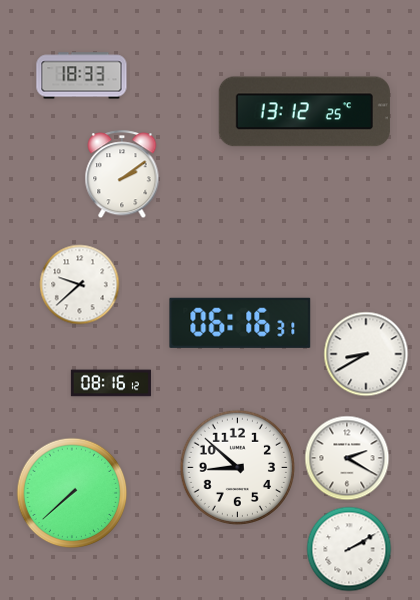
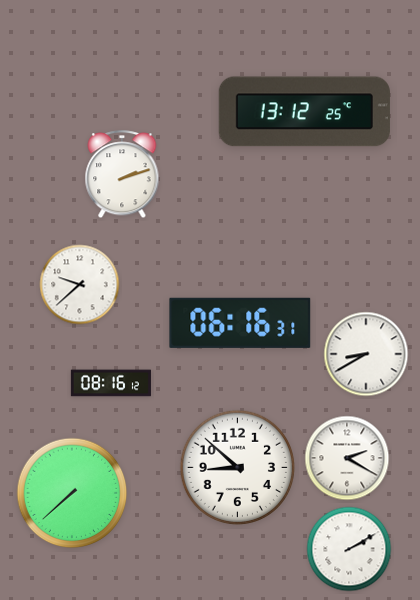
clock at (82, 76): 18:33 -> none
clock at (122, 175): 2:09 -> 2:12
